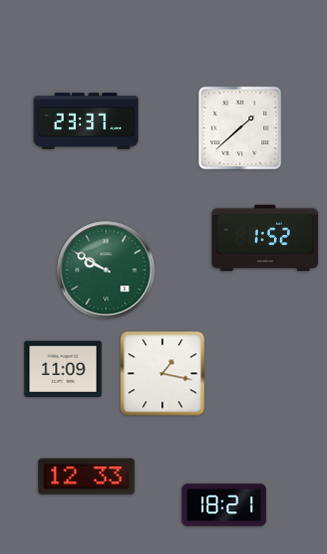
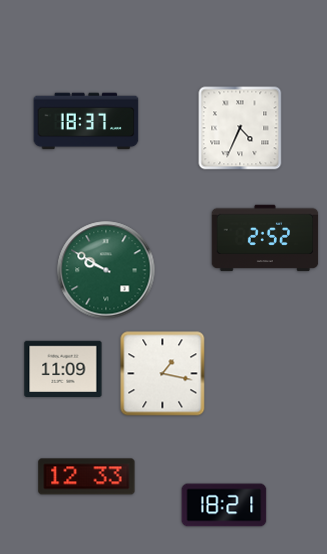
clock at (86, 121): 23:37 -> 18:37
clock at (240, 128): 1:38 -> 4:34
clock at (265, 238): 1:52 -> 2:52
